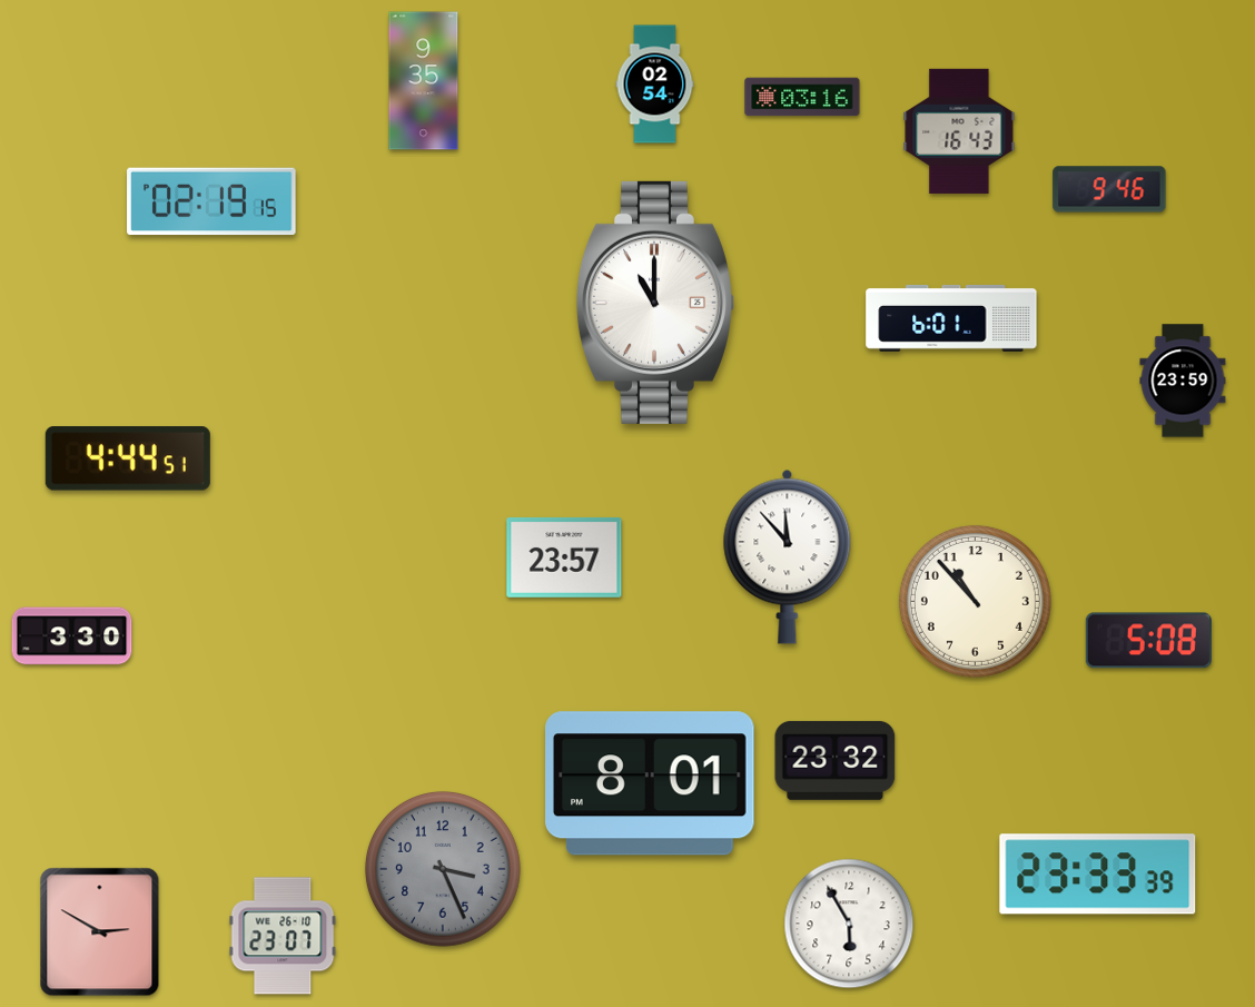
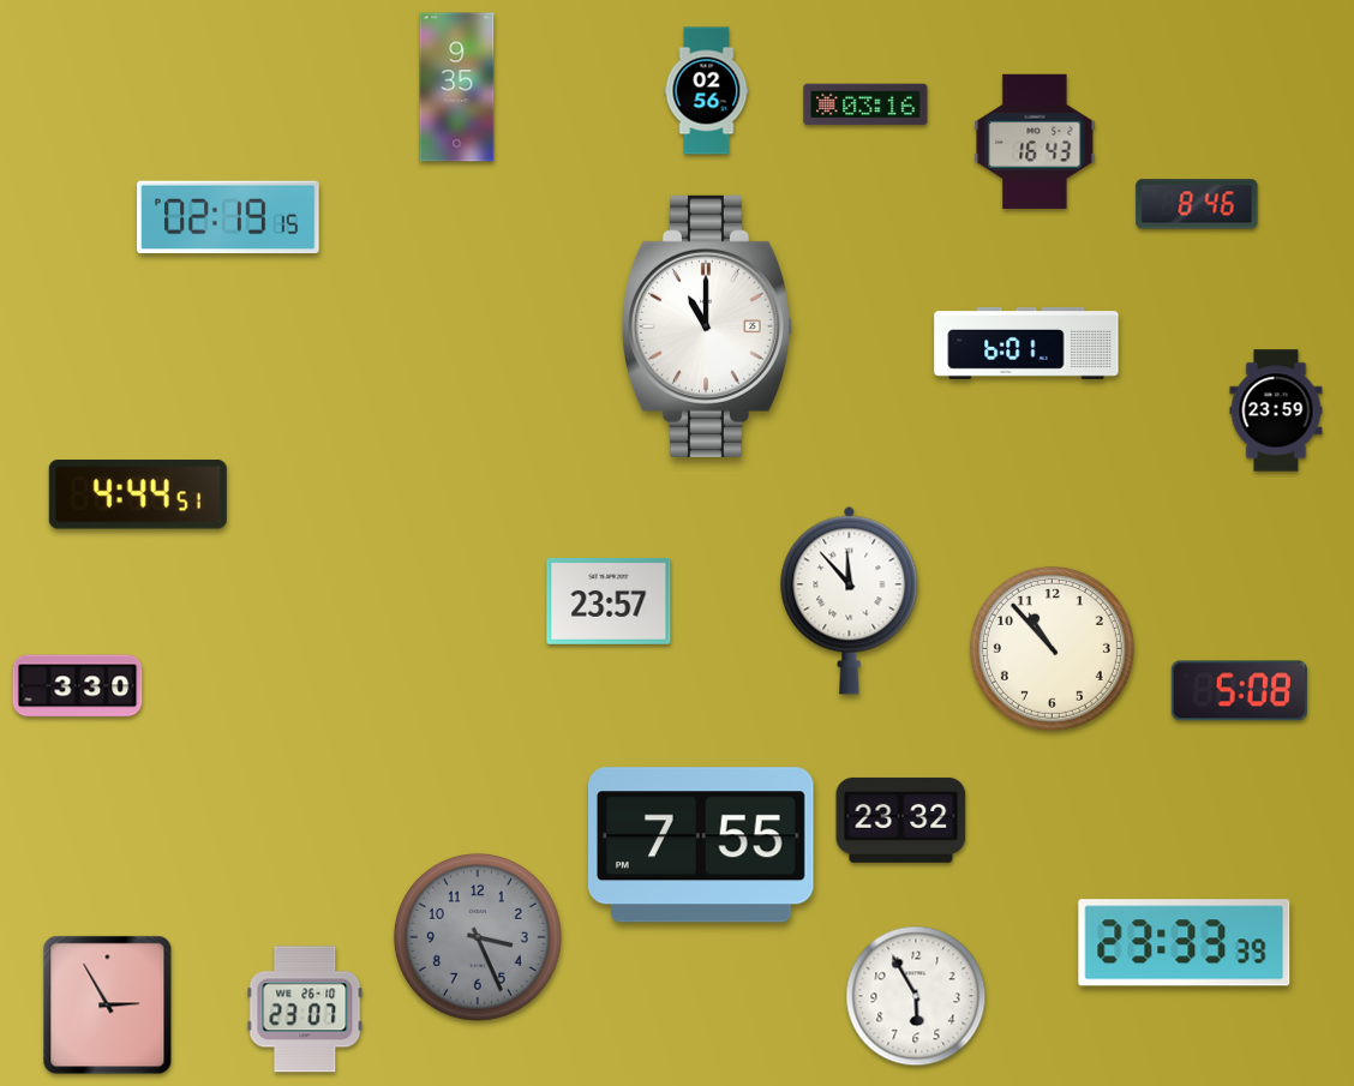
clock at (655, 85): 02:54 -> 02:56
clock at (1109, 189): 9:46 -> 8:46
clock at (651, 783): 8:01 -> 7:55
clock at (100, 932): 2:50 -> 2:55
